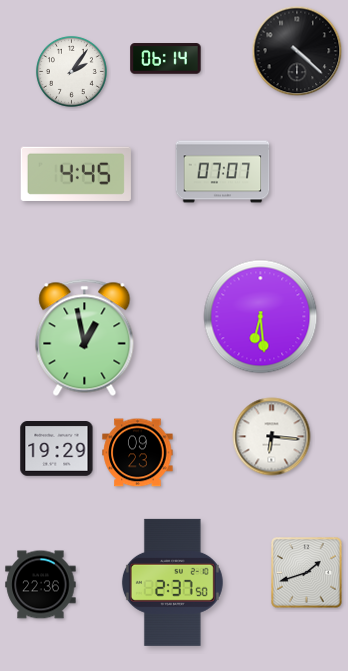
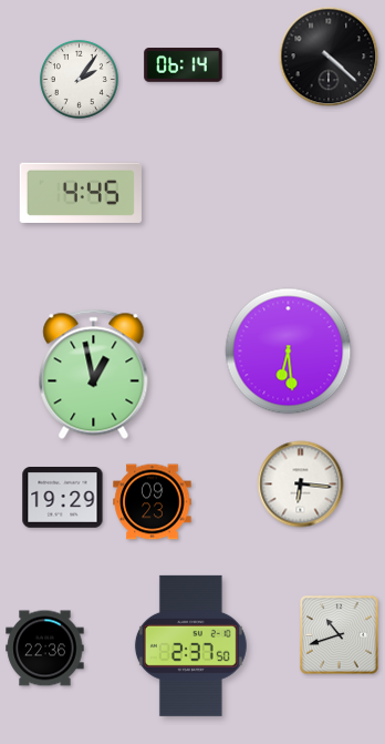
clock at (223, 172): 07:07 -> none
clock at (76, 173) position: (76, 173) -> (81, 192)
clock at (307, 573): 1:42 -> 10:42
